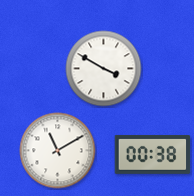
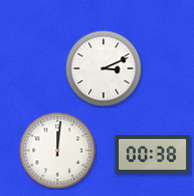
clock at (104, 69): 3:50 -> 3:11
clock at (58, 151): 11:10 -> 12:01
